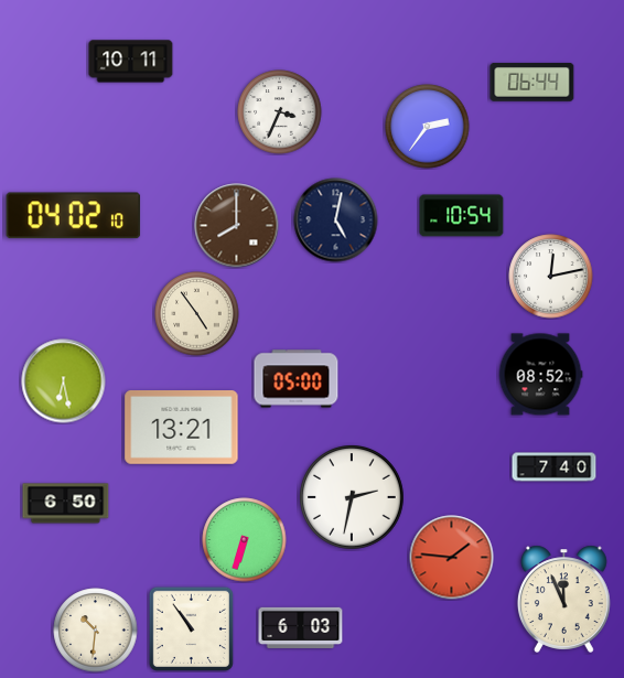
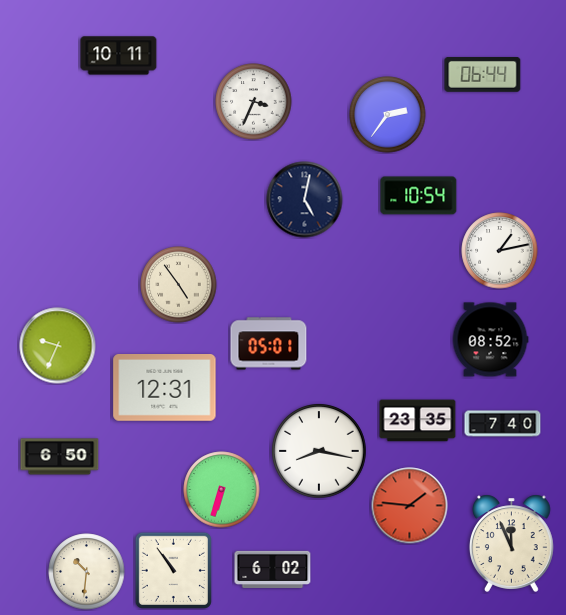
clock at (74, 216): 04:02 -> none
clock at (237, 226): 8:00 -> none
clock at (551, 277): 12:13 -> 1:13
clock at (297, 379): 05:00 -> 05:01
clock at (64, 381): 6:28 -> 9:34
clock at (182, 428): 13:21 -> 12:31
clock at (418, 421): none -> 23:35
clock at (353, 498): 2:32 -> 8:17
clock at (301, 627): 6:03 -> 6:02
